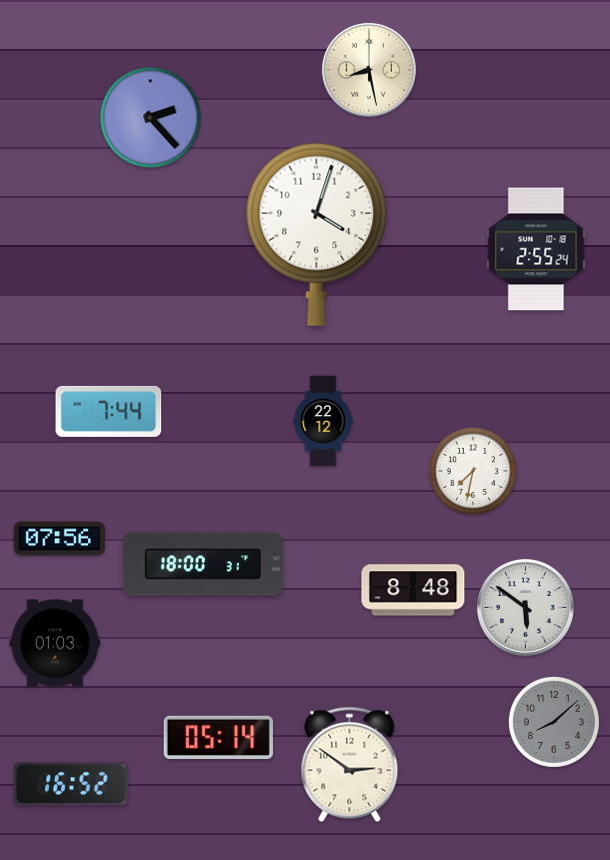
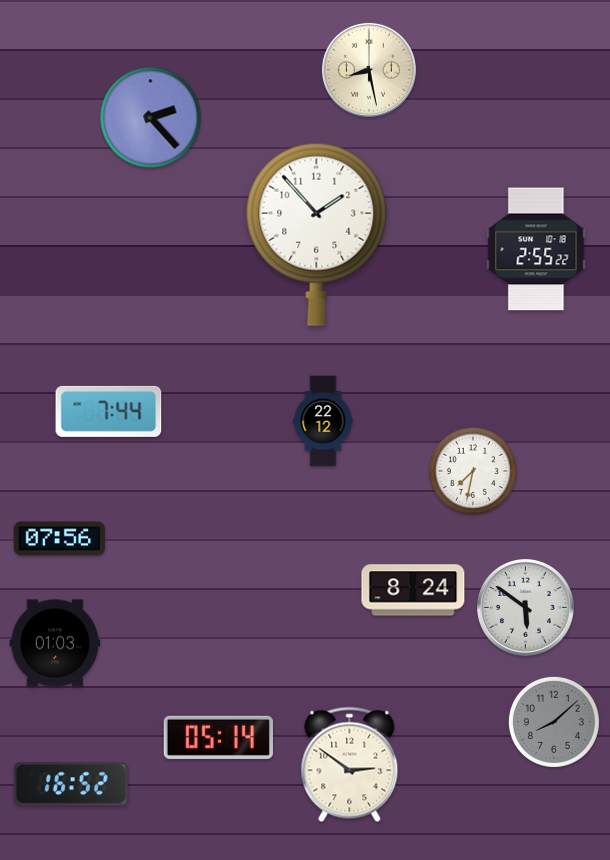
clock at (317, 234): 4:03 -> 1:53
clock at (536, 249): 2:55:24 -> 2:55:22
clock at (203, 564): 18:00 -> none
clock at (413, 590): 8:48 -> 8:24
